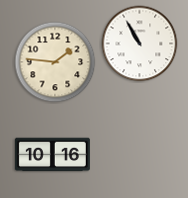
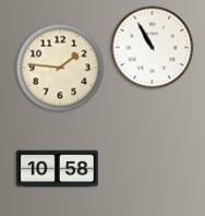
clock at (52, 155): 10:16 -> 10:58
